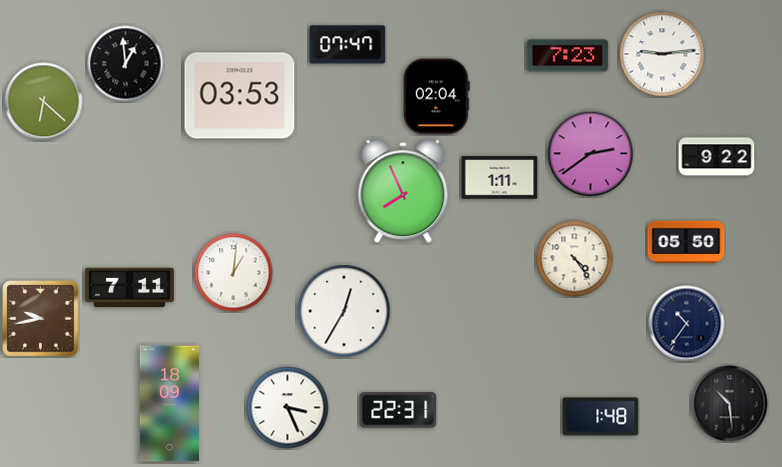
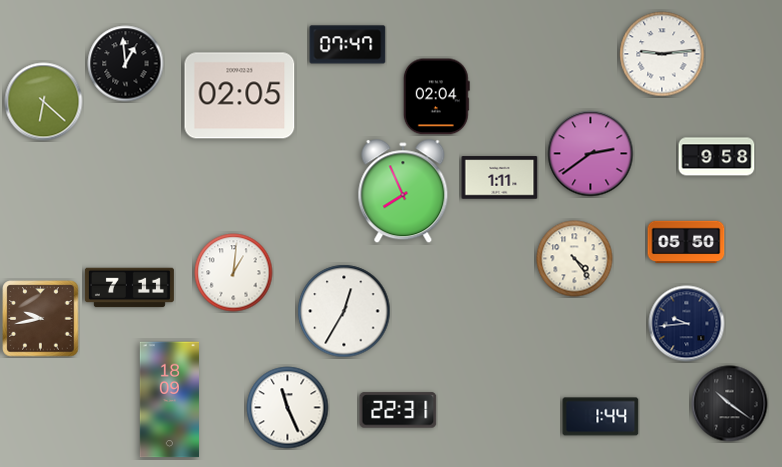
clock at (568, 56): 7:23 -> none
clock at (240, 96): 03:53 -> 02:05
clock at (717, 157): 9:22 -> 9:58
clock at (687, 324): 10:36 -> 9:44
clock at (169, 404) position: (169, 404) -> (169, 400)
clock at (730, 404): 10:29 -> 10:21
clock at (288, 408): 3:26 -> 11:26
clock at (601, 417): 1:48 -> 1:44
